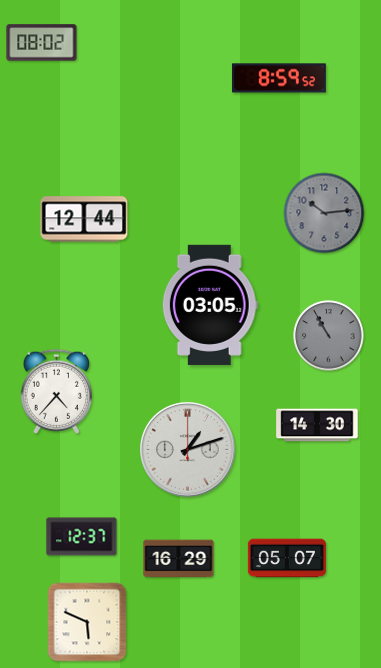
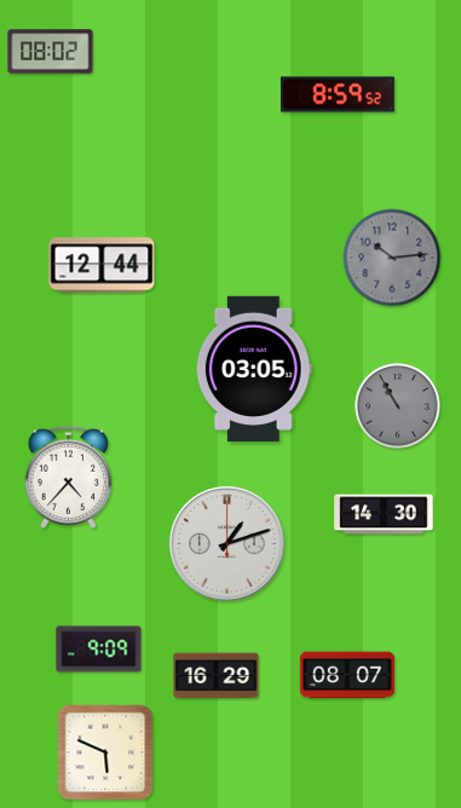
clock at (56, 391) position: (56, 391) -> (68, 477)
clock at (82, 537): 12:37 -> 9:09
clock at (287, 558): 05:07 -> 08:07
